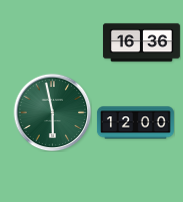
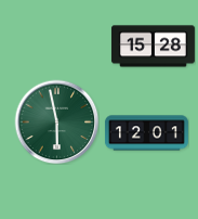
clock at (141, 43): 16:36 -> 15:28
clock at (135, 123): 12:00 -> 12:01
